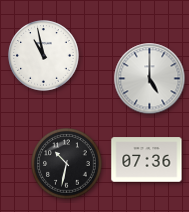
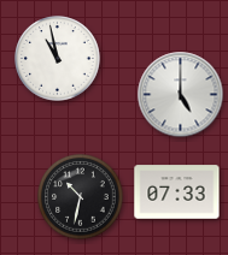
clock at (44, 56) position: (44, 56) -> (58, 59)
clock at (147, 160): 07:36 -> 07:33
